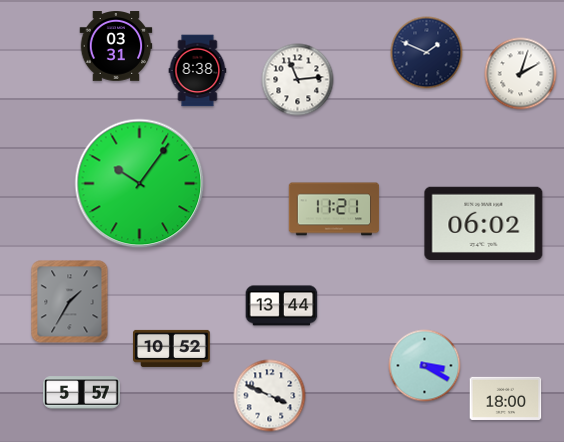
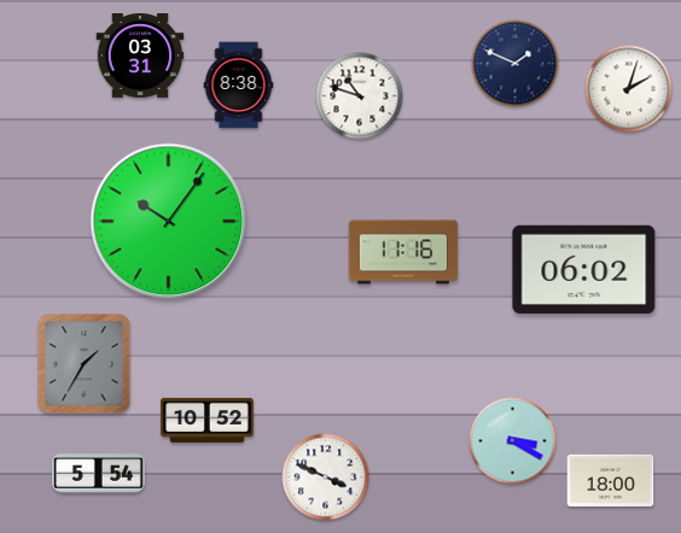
clock at (298, 80): 11:14 -> 10:48
clock at (334, 209): 11:21 -> 11:16
clock at (282, 306): 13:44 -> none
clock at (82, 393): 5:57 -> 5:54
